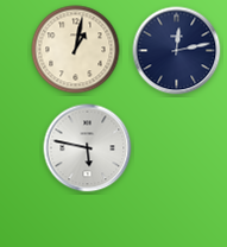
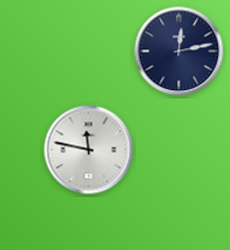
clock at (76, 50): 1:02 -> none
clock at (88, 148): 5:47 -> 11:47
